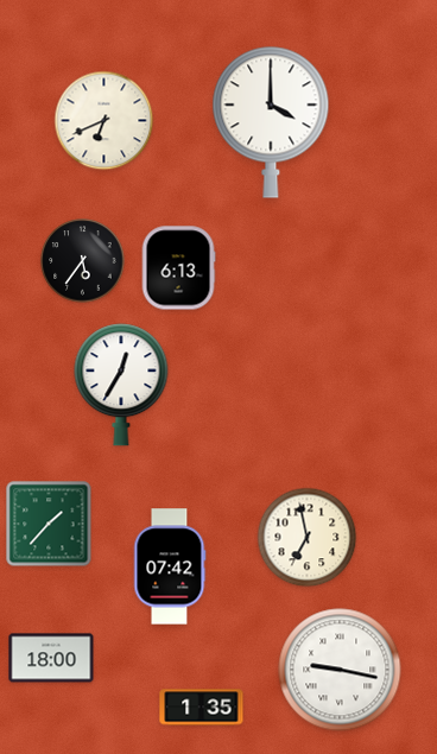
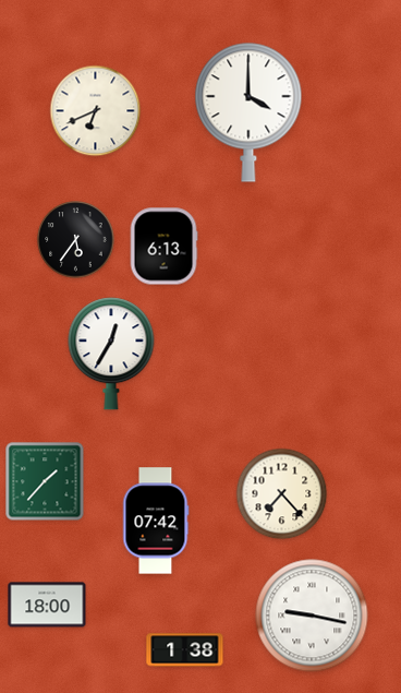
clock at (308, 538): 6:58 -> 7:23
clock at (202, 708): 1:35 -> 1:38
